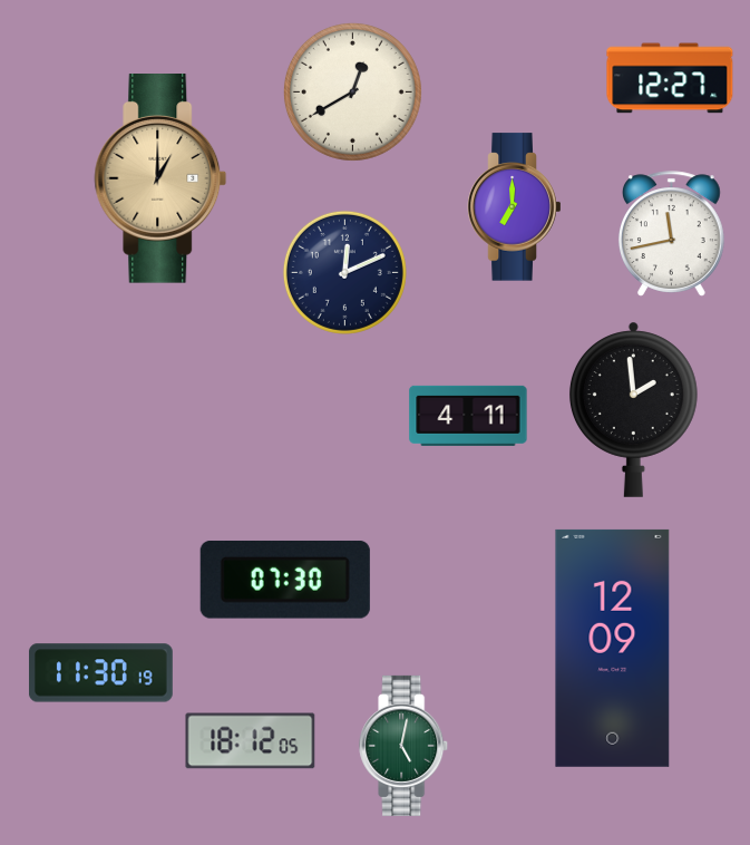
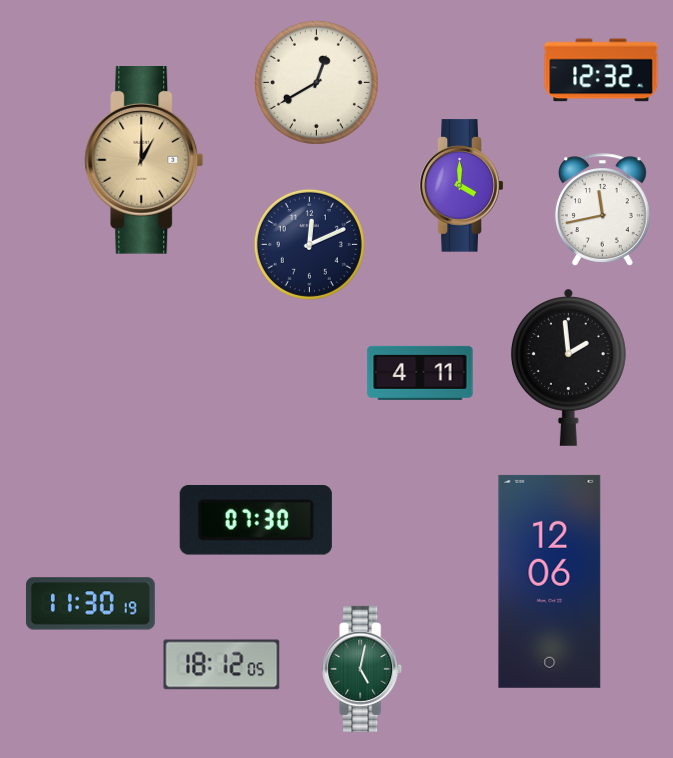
clock at (670, 78): 12:27 -> 12:32
clock at (515, 207): 7:00 -> 4:00
clock at (613, 648): 12:09 -> 12:06
clock at (251, 741) position: (251, 741) -> (222, 665)
